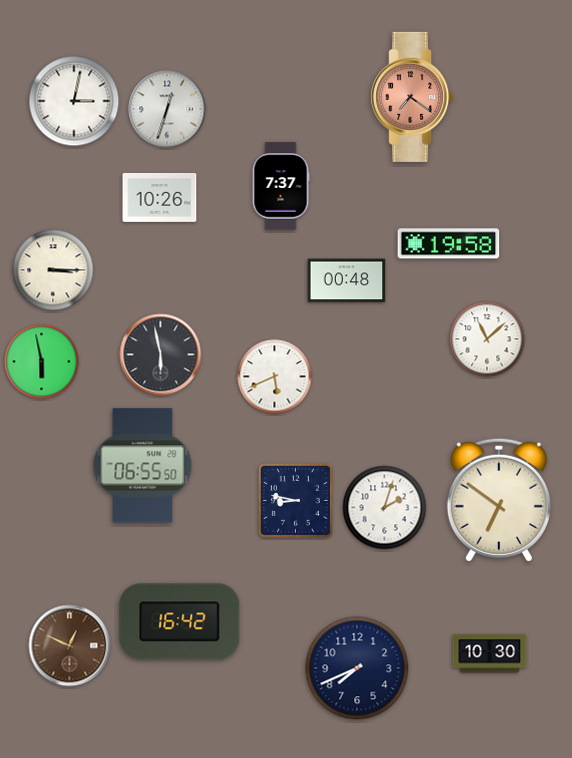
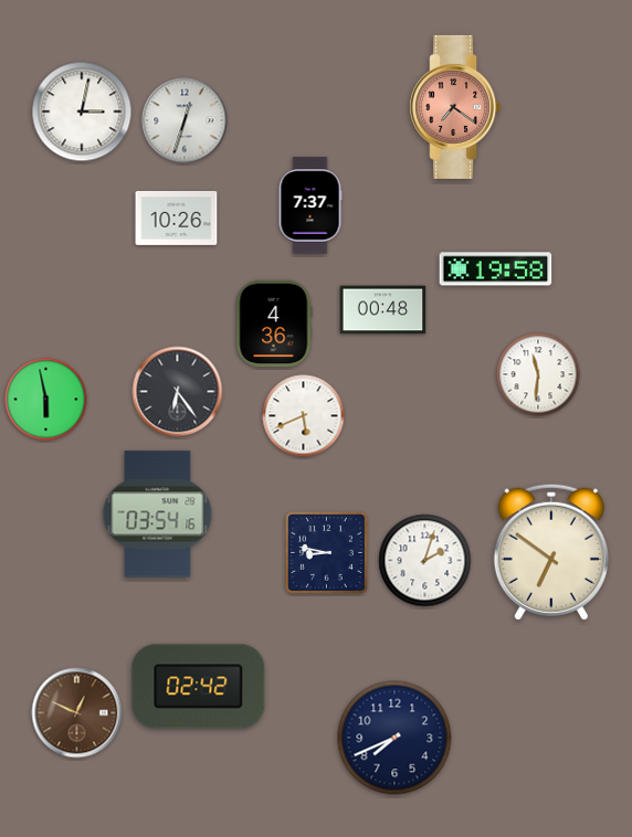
clock at (53, 270): 3:15 -> none
clock at (274, 324): none -> 4:36
clock at (487, 339): 11:08 -> 11:31
clock at (161, 355): 5:58 -> 6:24
clock at (143, 466): 06:55 -> 03:54
clock at (180, 622): 16:42 -> 02:42
clock at (490, 654): 10:30 -> none
